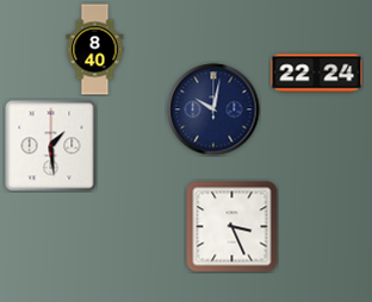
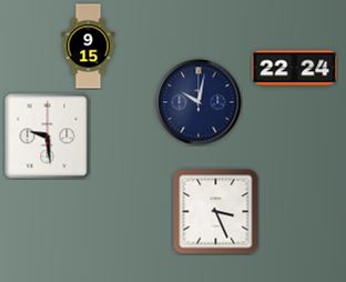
clock at (95, 50): 8:40 -> 9:15
clock at (51, 146): 1:29 -> 9:29
